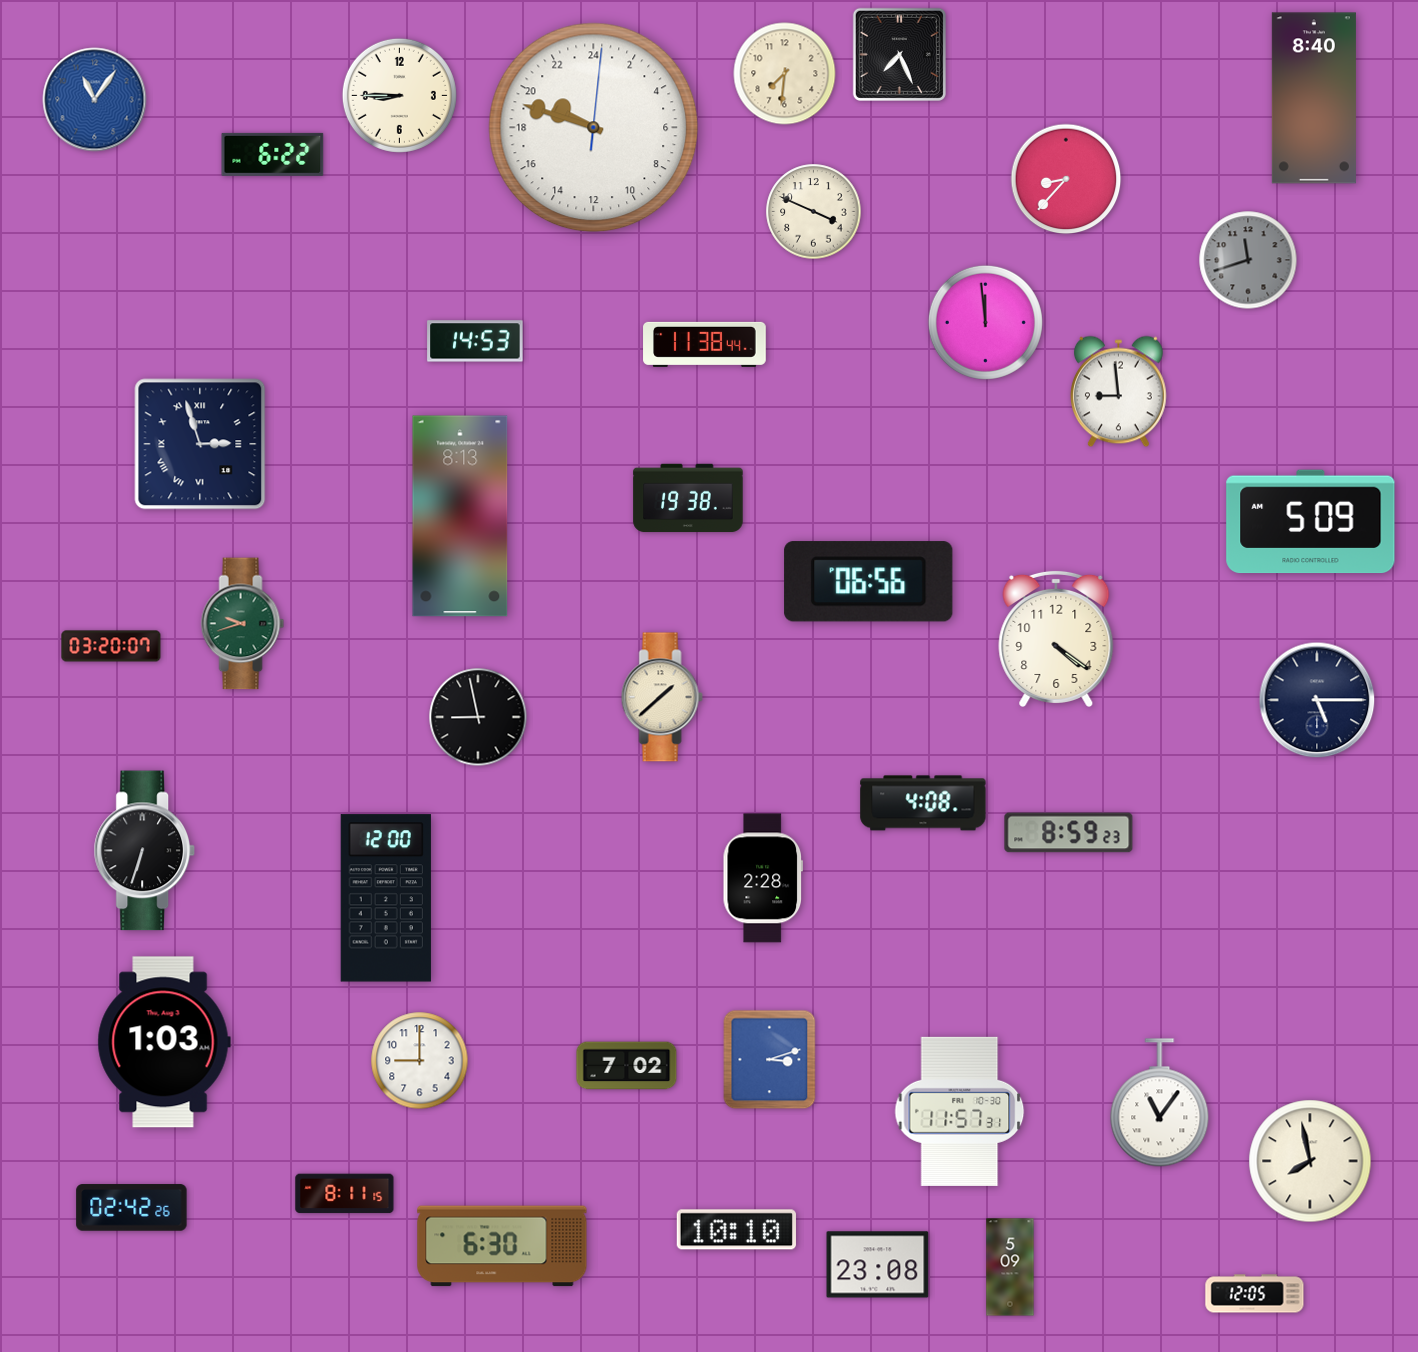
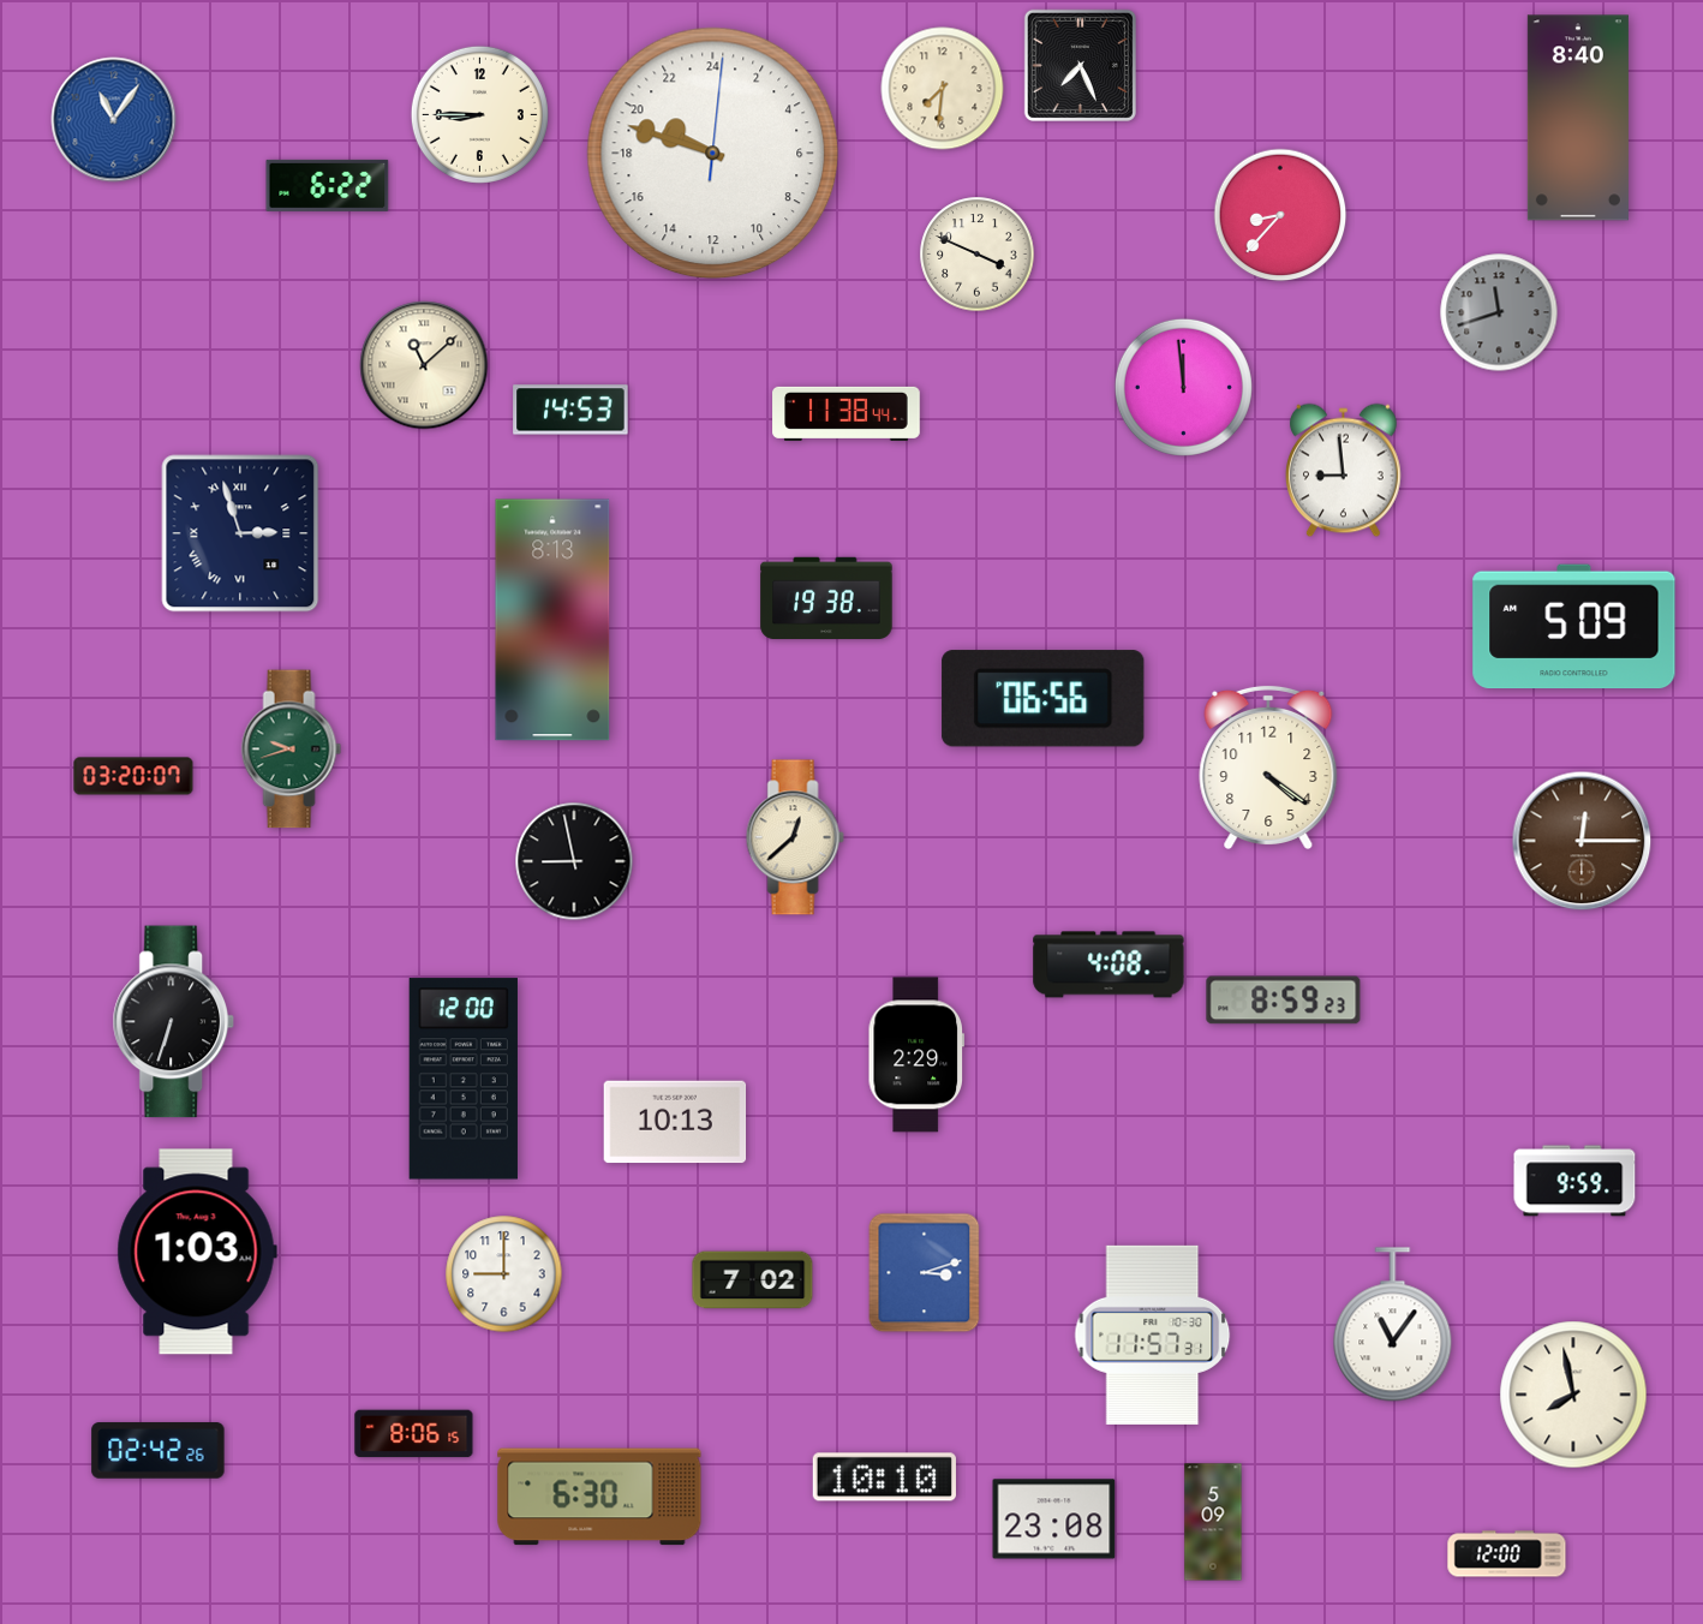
clock at (424, 365): none -> 11:08
clock at (662, 697): 1:38 -> 12:38
clock at (1317, 700): 5:15 -> 12:15
clock at (1317, 700) dial: navy -> brown
clock at (762, 878): 2:28 -> 2:29
clock at (675, 1122): none -> 10:13
clock at (1574, 1181): none -> 9:59
clock at (345, 1194): 8:11 -> 8:06
clock at (502, 1246) position: (502, 1246) -> (599, 1497)
clock at (1255, 1294): 12:05 -> 12:00
